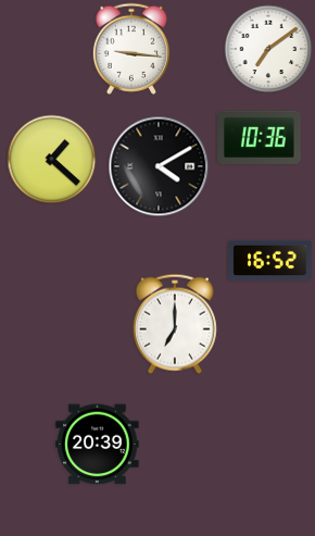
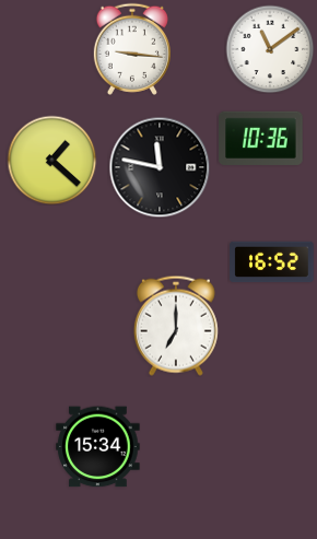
clock at (268, 49): 7:09 -> 11:09
clock at (159, 166): 4:10 -> 11:47
clock at (98, 445): 20:39 -> 15:34
